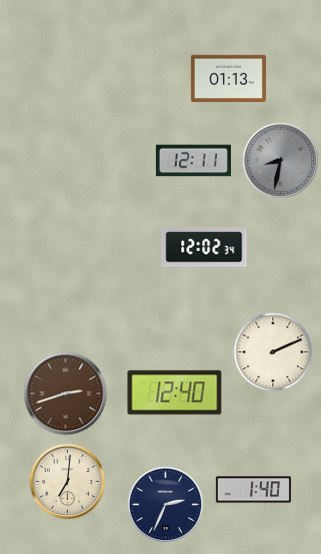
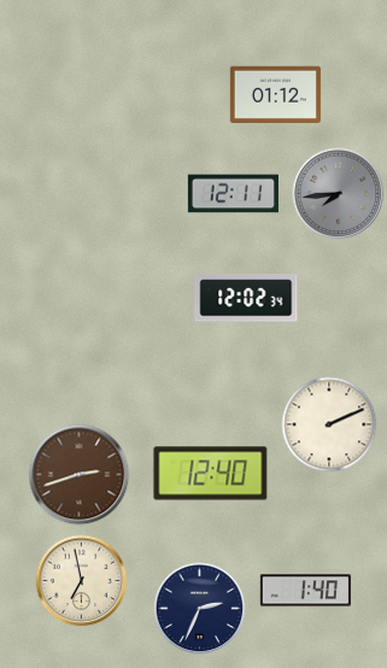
clock at (228, 78): 01:13 -> 01:12
clock at (281, 161): 8:32 -> 7:44
clock at (68, 482): 7:01 -> 6:58
